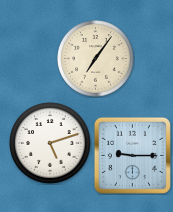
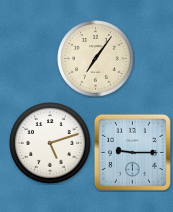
clock at (132, 155) position: (132, 155) -> (132, 152)
